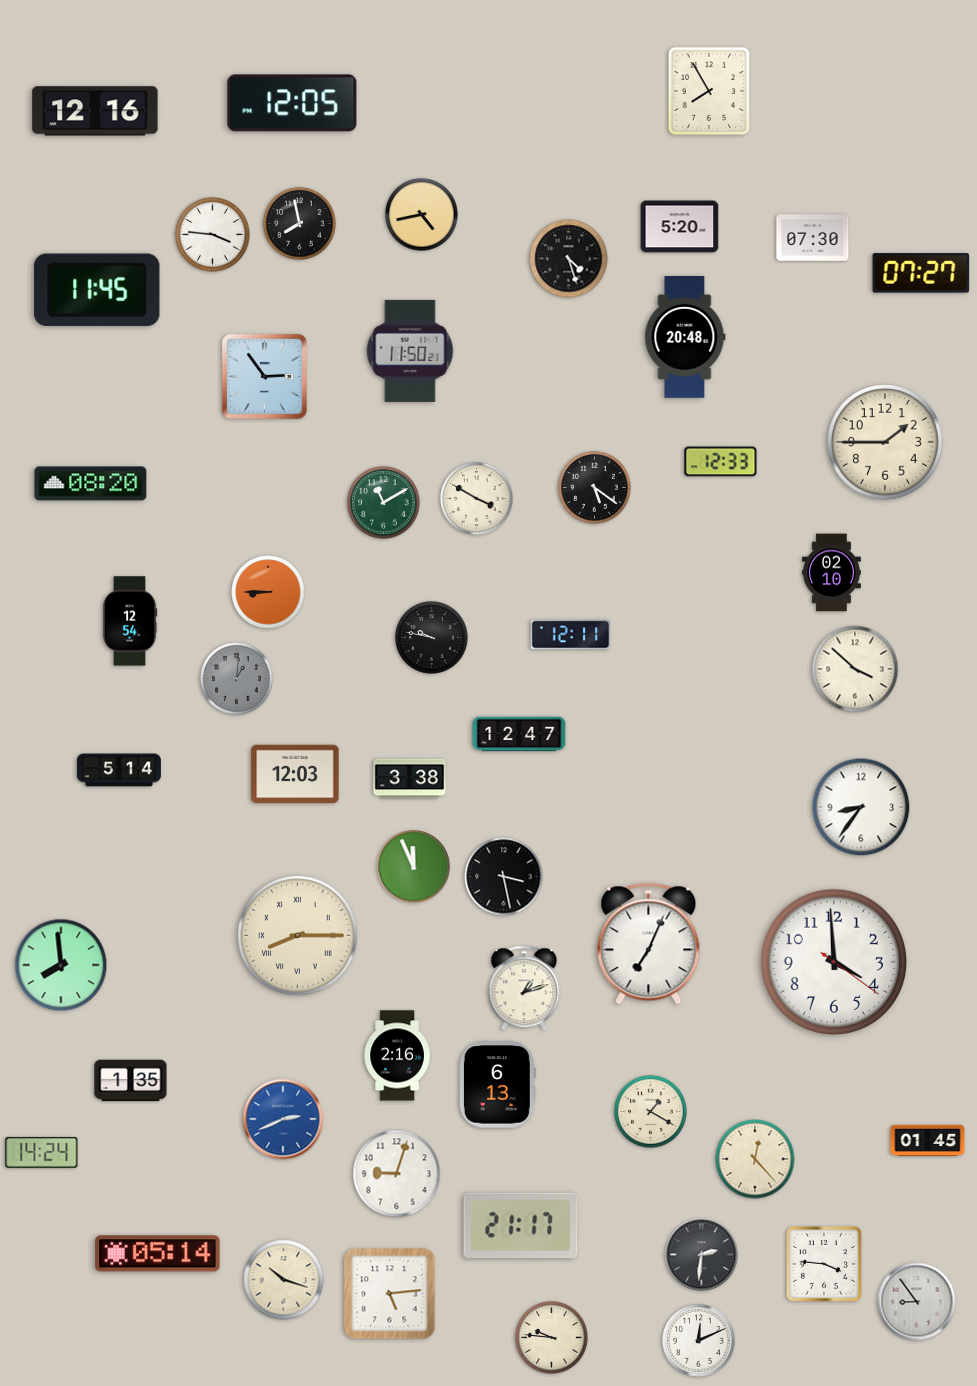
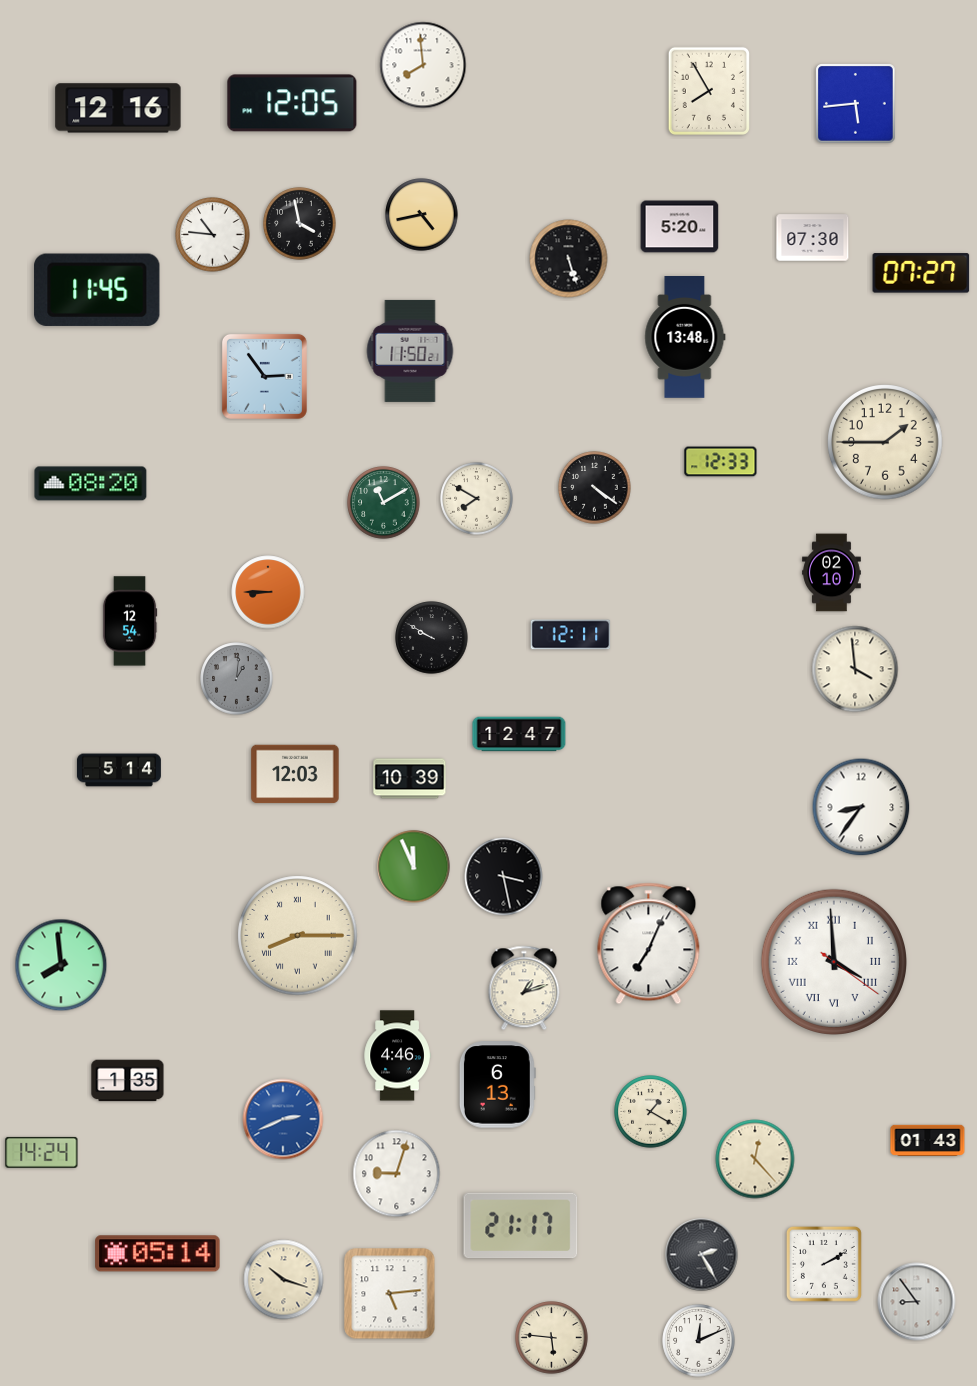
clock at (423, 65): none -> 7:59
clock at (856, 104): none -> 5:44
clock at (95, 111) position: (95, 111) -> (118, 108)
clock at (300, 224): 7:58 -> 3:58
clock at (213, 235): 3:46 -> 10:46
clock at (569, 259): 4:27 -> 5:27
clock at (685, 338): 20:48 -> 13:48
clock at (595, 488): 5:21 -> 4:21
clock at (477, 499): 3:50 -> 7:50
clock at (432, 638): 9:47 -> 9:50
clock at (855, 669): 3:52 -> 3:59
clock at (410, 779): 3:38 -> 10:39
clock at (833, 961) numerals: Arabic -> Roman
clock at (397, 1056): 2:16 -> 4:46
clock at (131, 1081) position: (131, 1081) -> (128, 1081)
clock at (928, 1140): 01:45 -> 01:43
clock at (702, 1255): 2:31 -> 2:25
clock at (824, 1264): 3:46 -> 2:10
clock at (552, 1338): 9:46 -> 5:46
